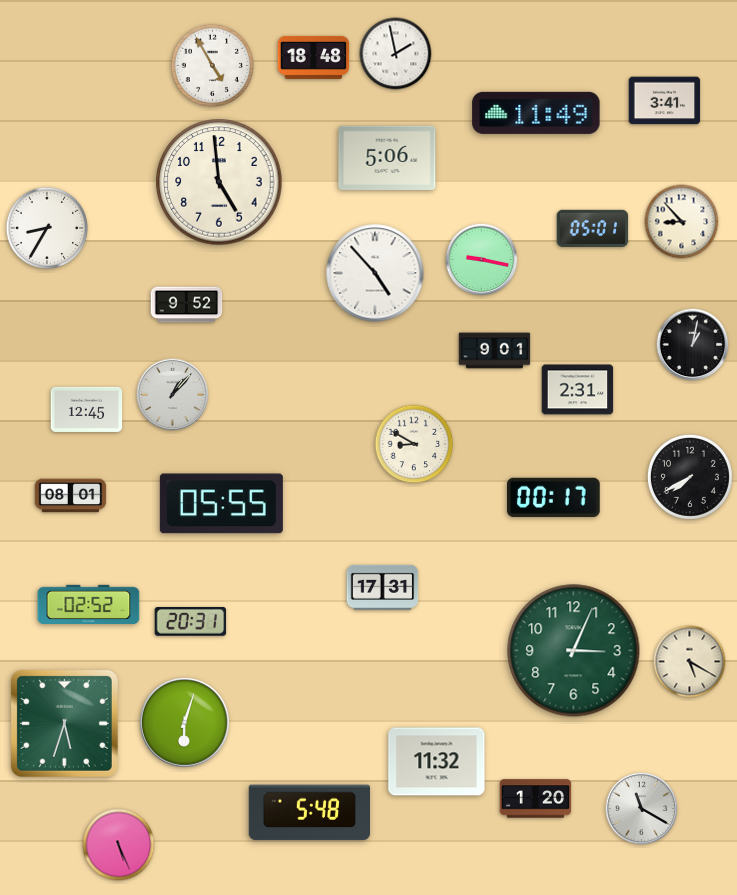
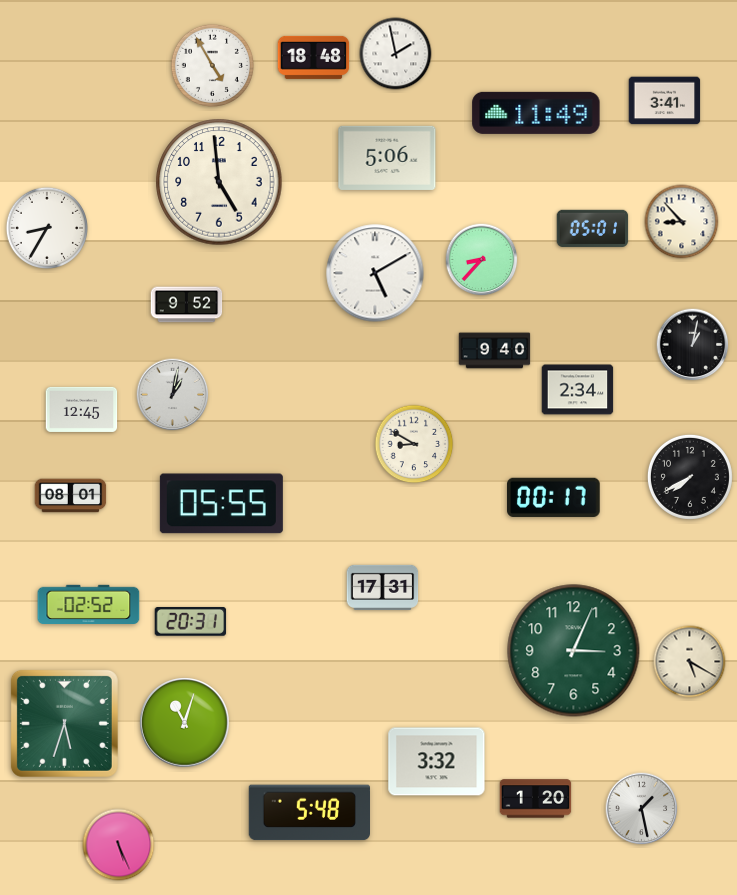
clock at (482, 260): 9:17 -> 8:37
clock at (375, 273): 4:53 -> 5:10
clock at (495, 351): 9:01 -> 9:40
clock at (578, 390): 2:31 -> 2:34
clock at (173, 395): 1:07 -> 1:02
clock at (87, 409) position: (87, 409) -> (82, 409)
clock at (185, 723): 6:03 -> 11:03
clock at (437, 762): 11:32 -> 3:32
clock at (642, 809): 11:20 -> 1:28
